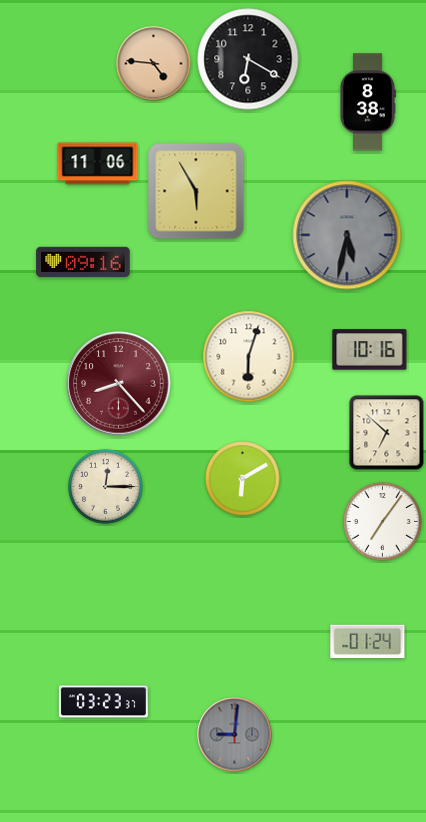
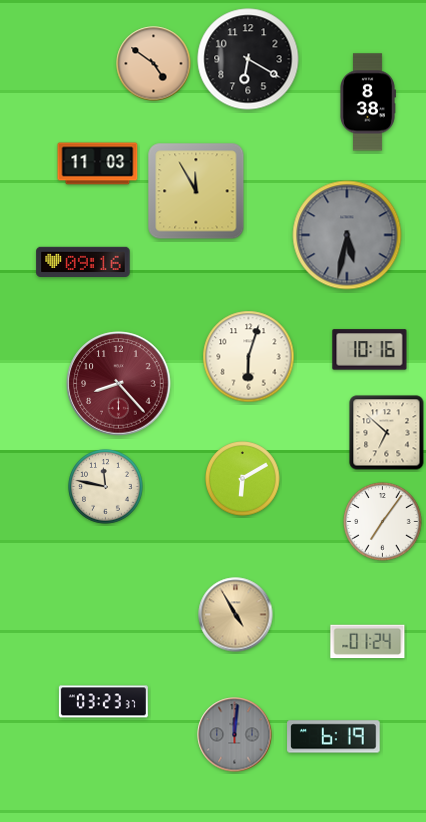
clock at (154, 64): 4:46 -> 4:51
clock at (98, 164): 11:06 -> 11:03
clock at (196, 191): 5:55 -> 11:55
clock at (106, 487): 12:15 -> 11:47
clock at (236, 615): none -> 4:55
clock at (235, 735): 9:01 -> 12:01
clock at (334, 737): none -> 6:19
